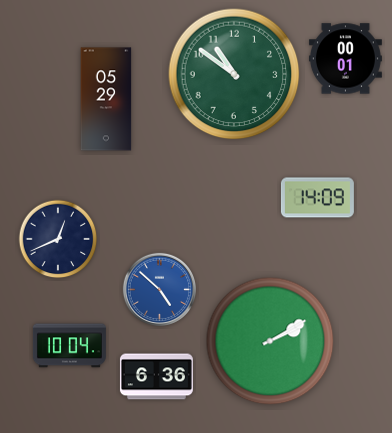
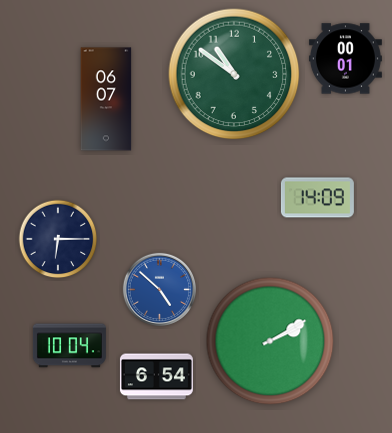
clock at (106, 99): 05:29 -> 06:07
clock at (58, 239): 12:41 -> 6:15
clock at (156, 377): 6:36 -> 6:54
